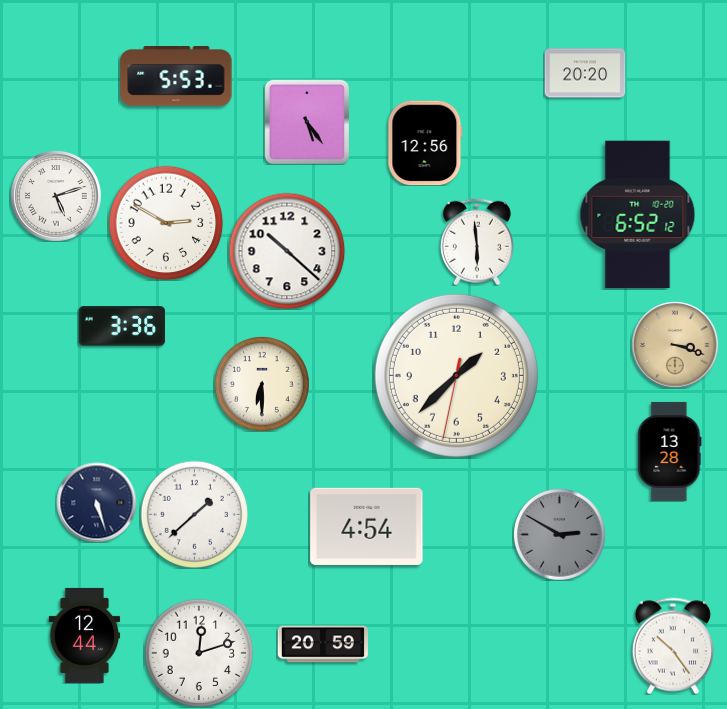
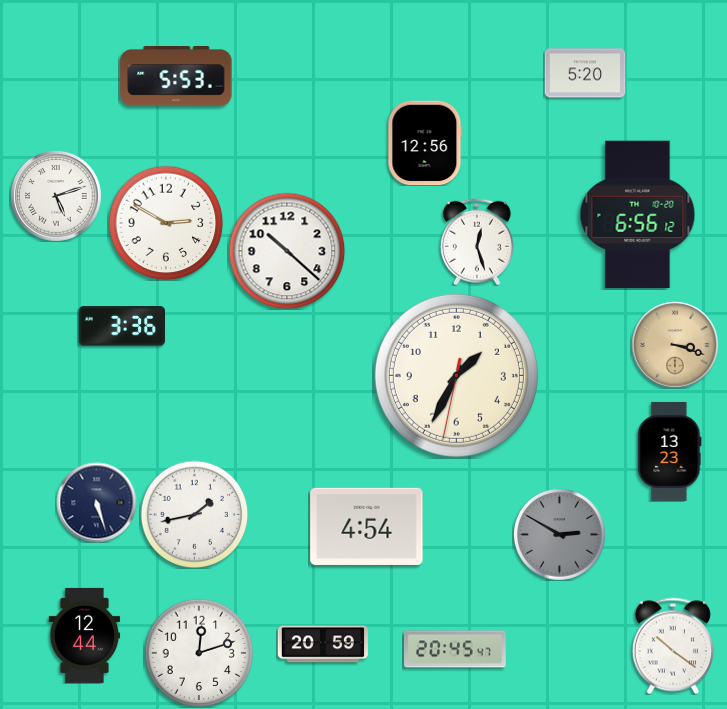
clock at (585, 73): 20:20 -> 5:20
clock at (307, 122): 5:24 -> none
clock at (638, 215): 6:52 -> 6:56
clock at (477, 242): 5:59 -> 12:27
clock at (456, 375): 1:37 -> 1:34
clock at (262, 384): 6:30 -> none
clock at (670, 451): 13:28 -> 13:23
clock at (194, 514): 1:38 -> 1:43
clock at (673, 646): 10:24 -> 10:21
clock at (455, 649): none -> 20:45
